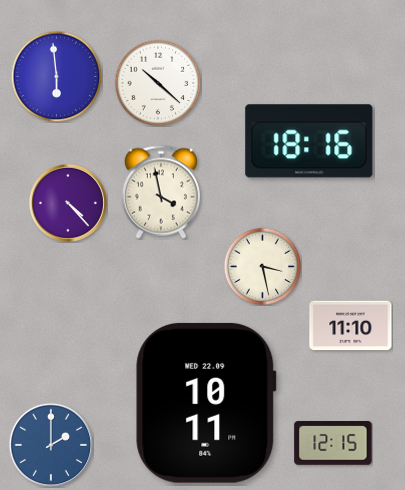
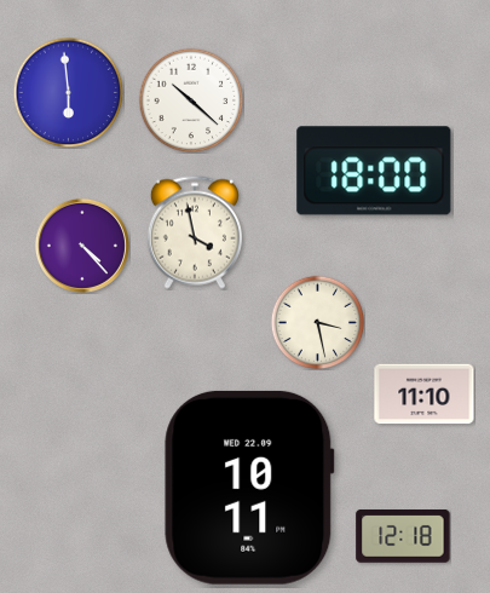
clock at (309, 141): 18:16 -> 18:00
clock at (333, 444): 12:15 -> 12:18
clock at (51, 445): 2:00 -> none
